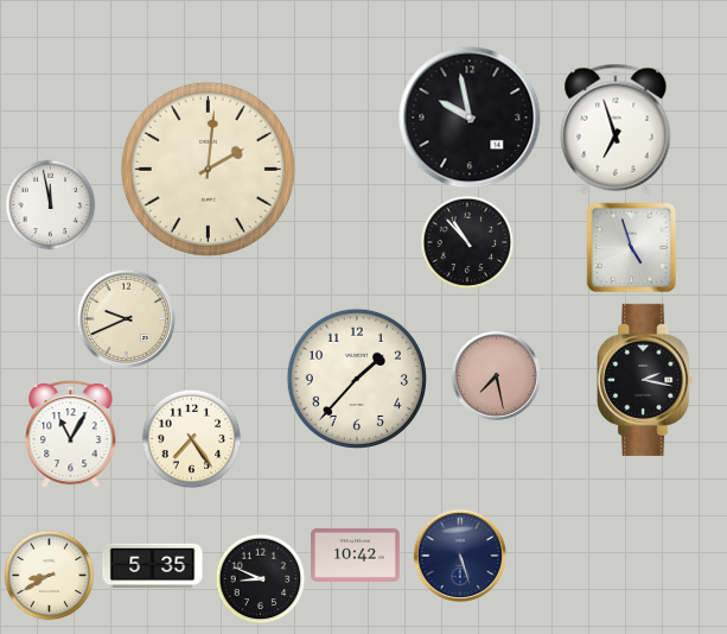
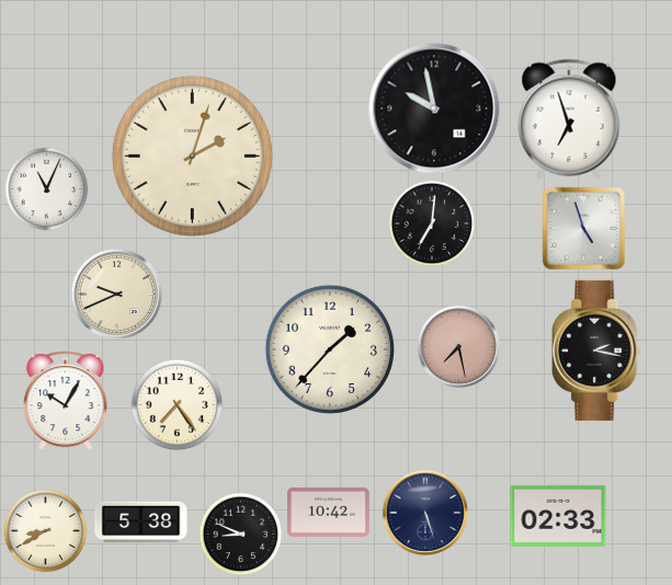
clock at (208, 169): 2:01 -> 2:03
clock at (51, 205): 11:58 -> 11:04
clock at (467, 242): 10:53 -> 7:01
clock at (71, 435): 11:05 -> 10:05
clock at (558, 516): none -> 02:33
clock at (153, 566): 5:35 -> 5:38
